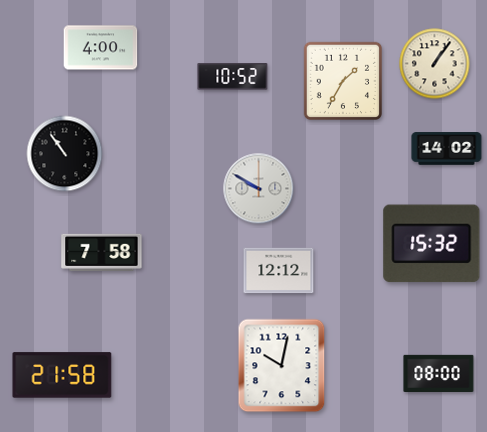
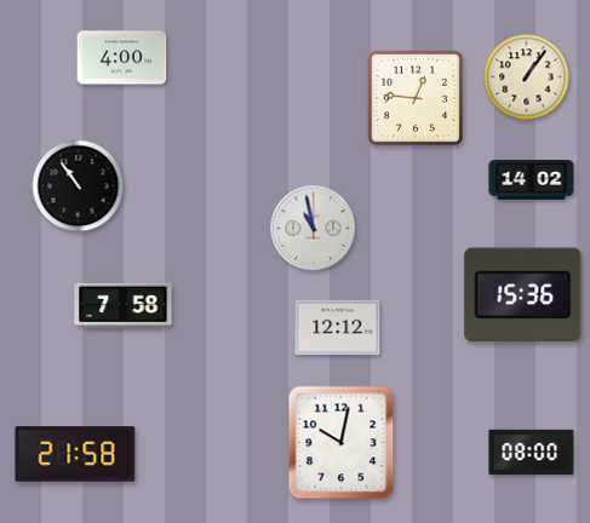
clock at (233, 77): 10:52 -> none
clock at (342, 80): 1:35 -> 12:46
clock at (447, 149) position: (447, 149) -> (532, 180)
clock at (259, 189): 9:50 -> 10:58
clock at (432, 244): 15:32 -> 15:36
